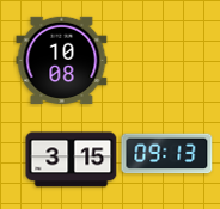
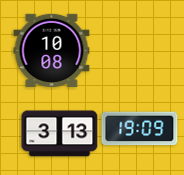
clock at (167, 154): 09:13 -> 19:09
clock at (72, 160): 3:15 -> 3:13
